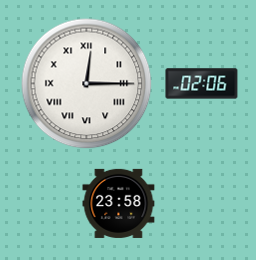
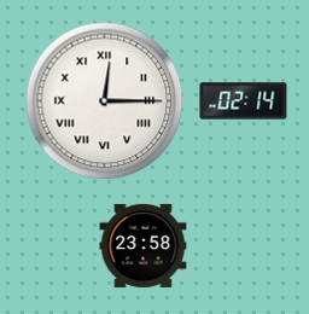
clock at (202, 84): 02:06 -> 02:14
